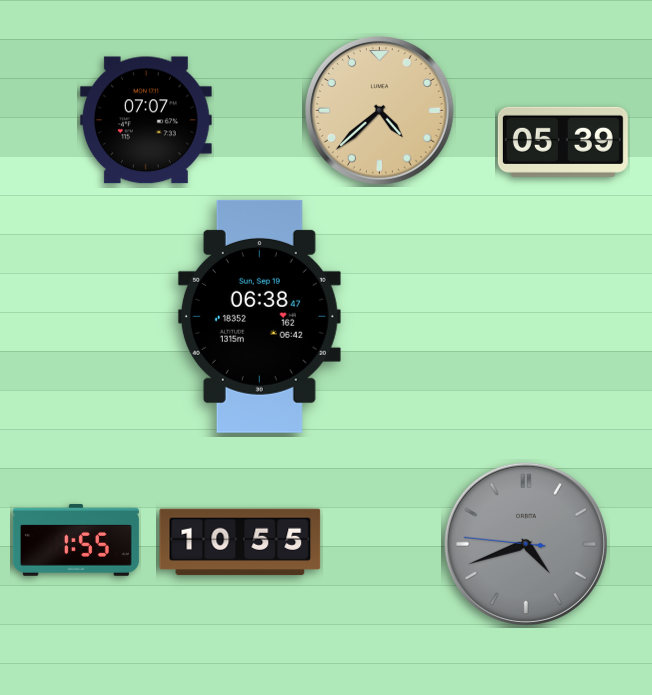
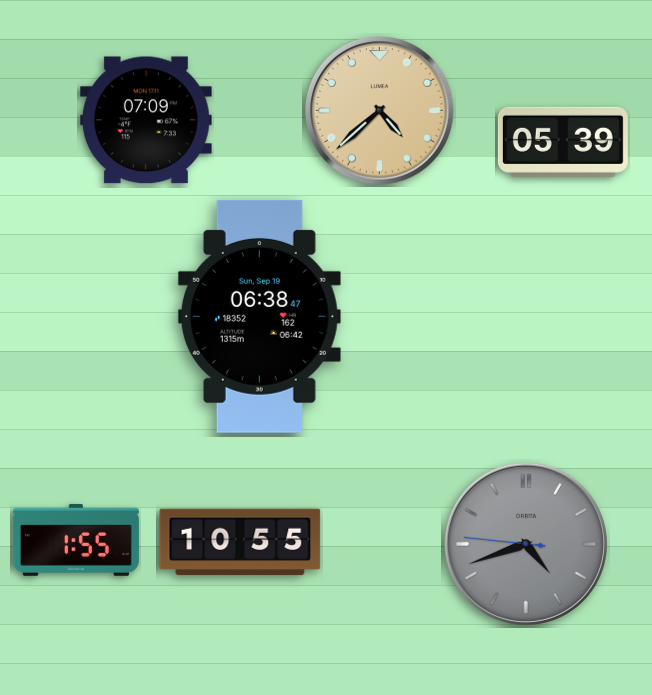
clock at (146, 120): 07:07 -> 07:09
